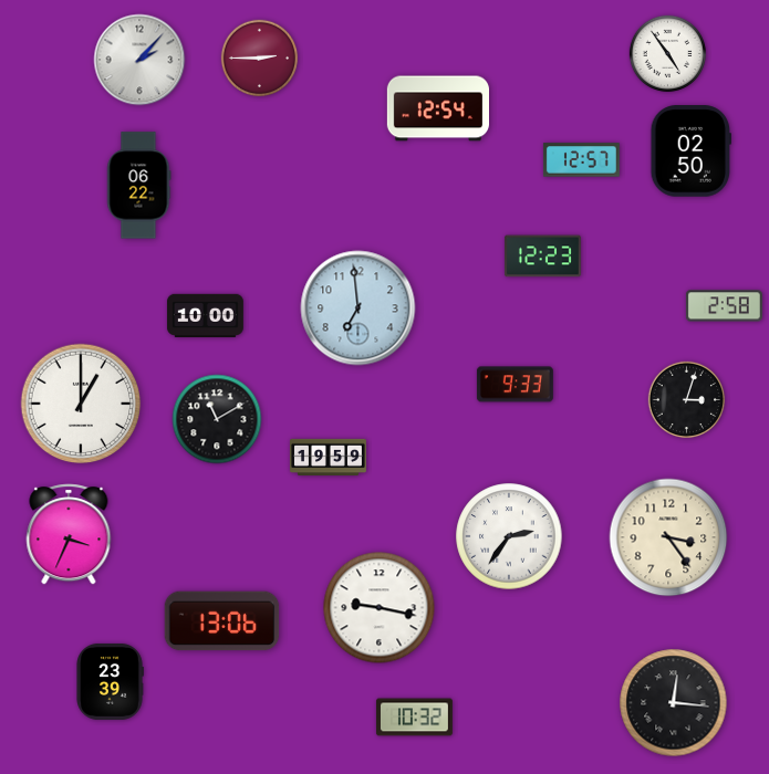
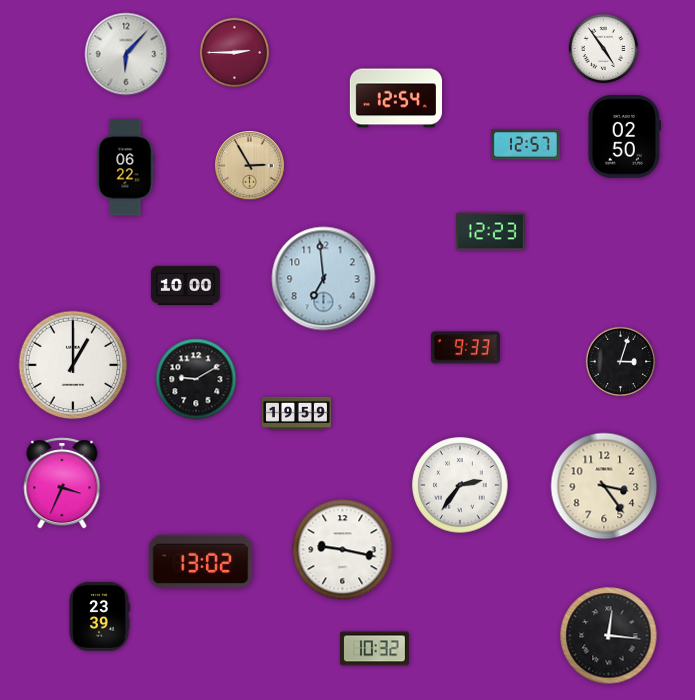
clock at (139, 60): 2:07 -> 6:07
clock at (250, 166): none -> 2:55
clock at (724, 306): 2:58 -> none
clock at (217, 419): 11:10 -> 9:10
clock at (222, 621): 13:06 -> 13:02
